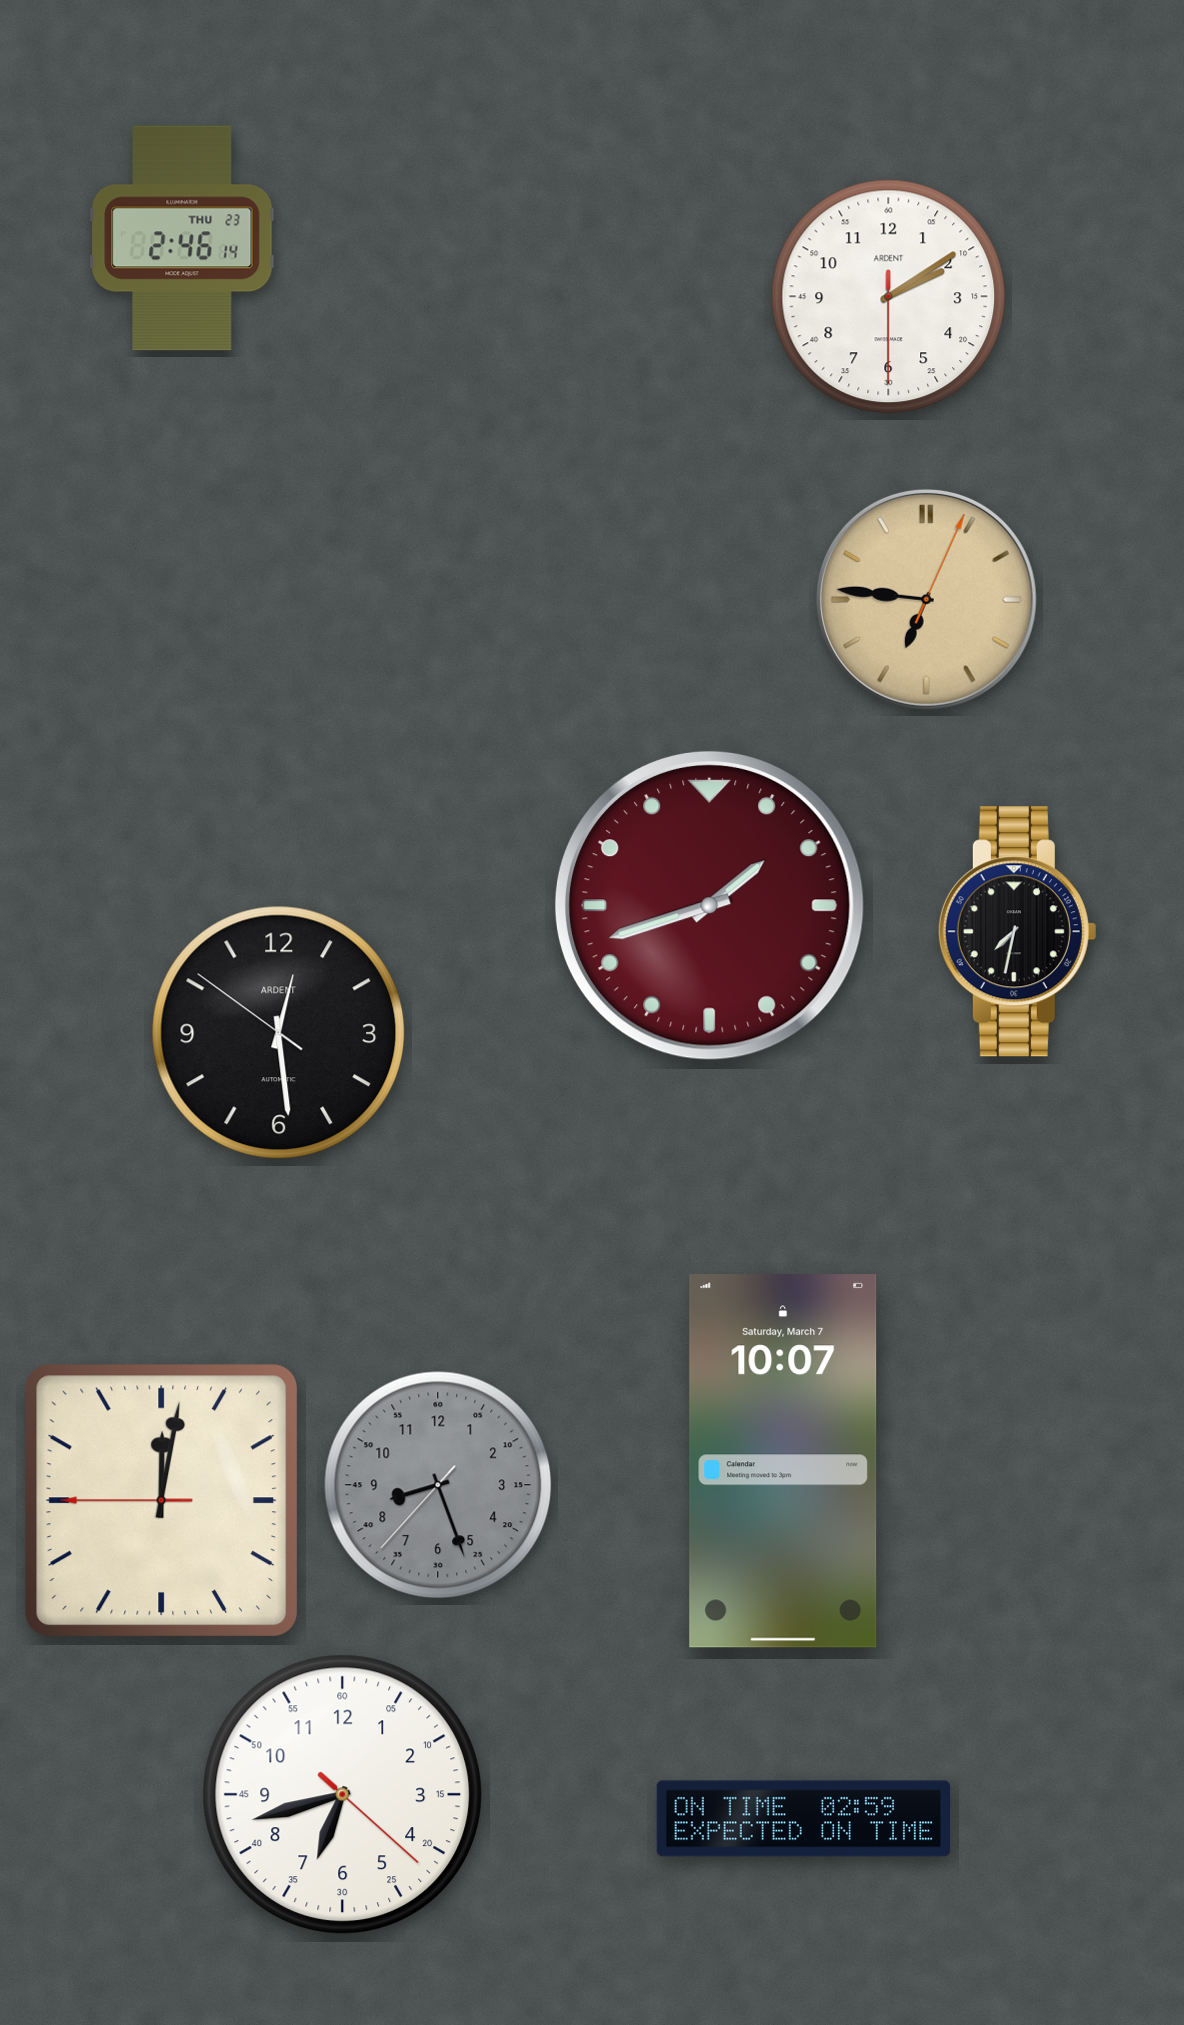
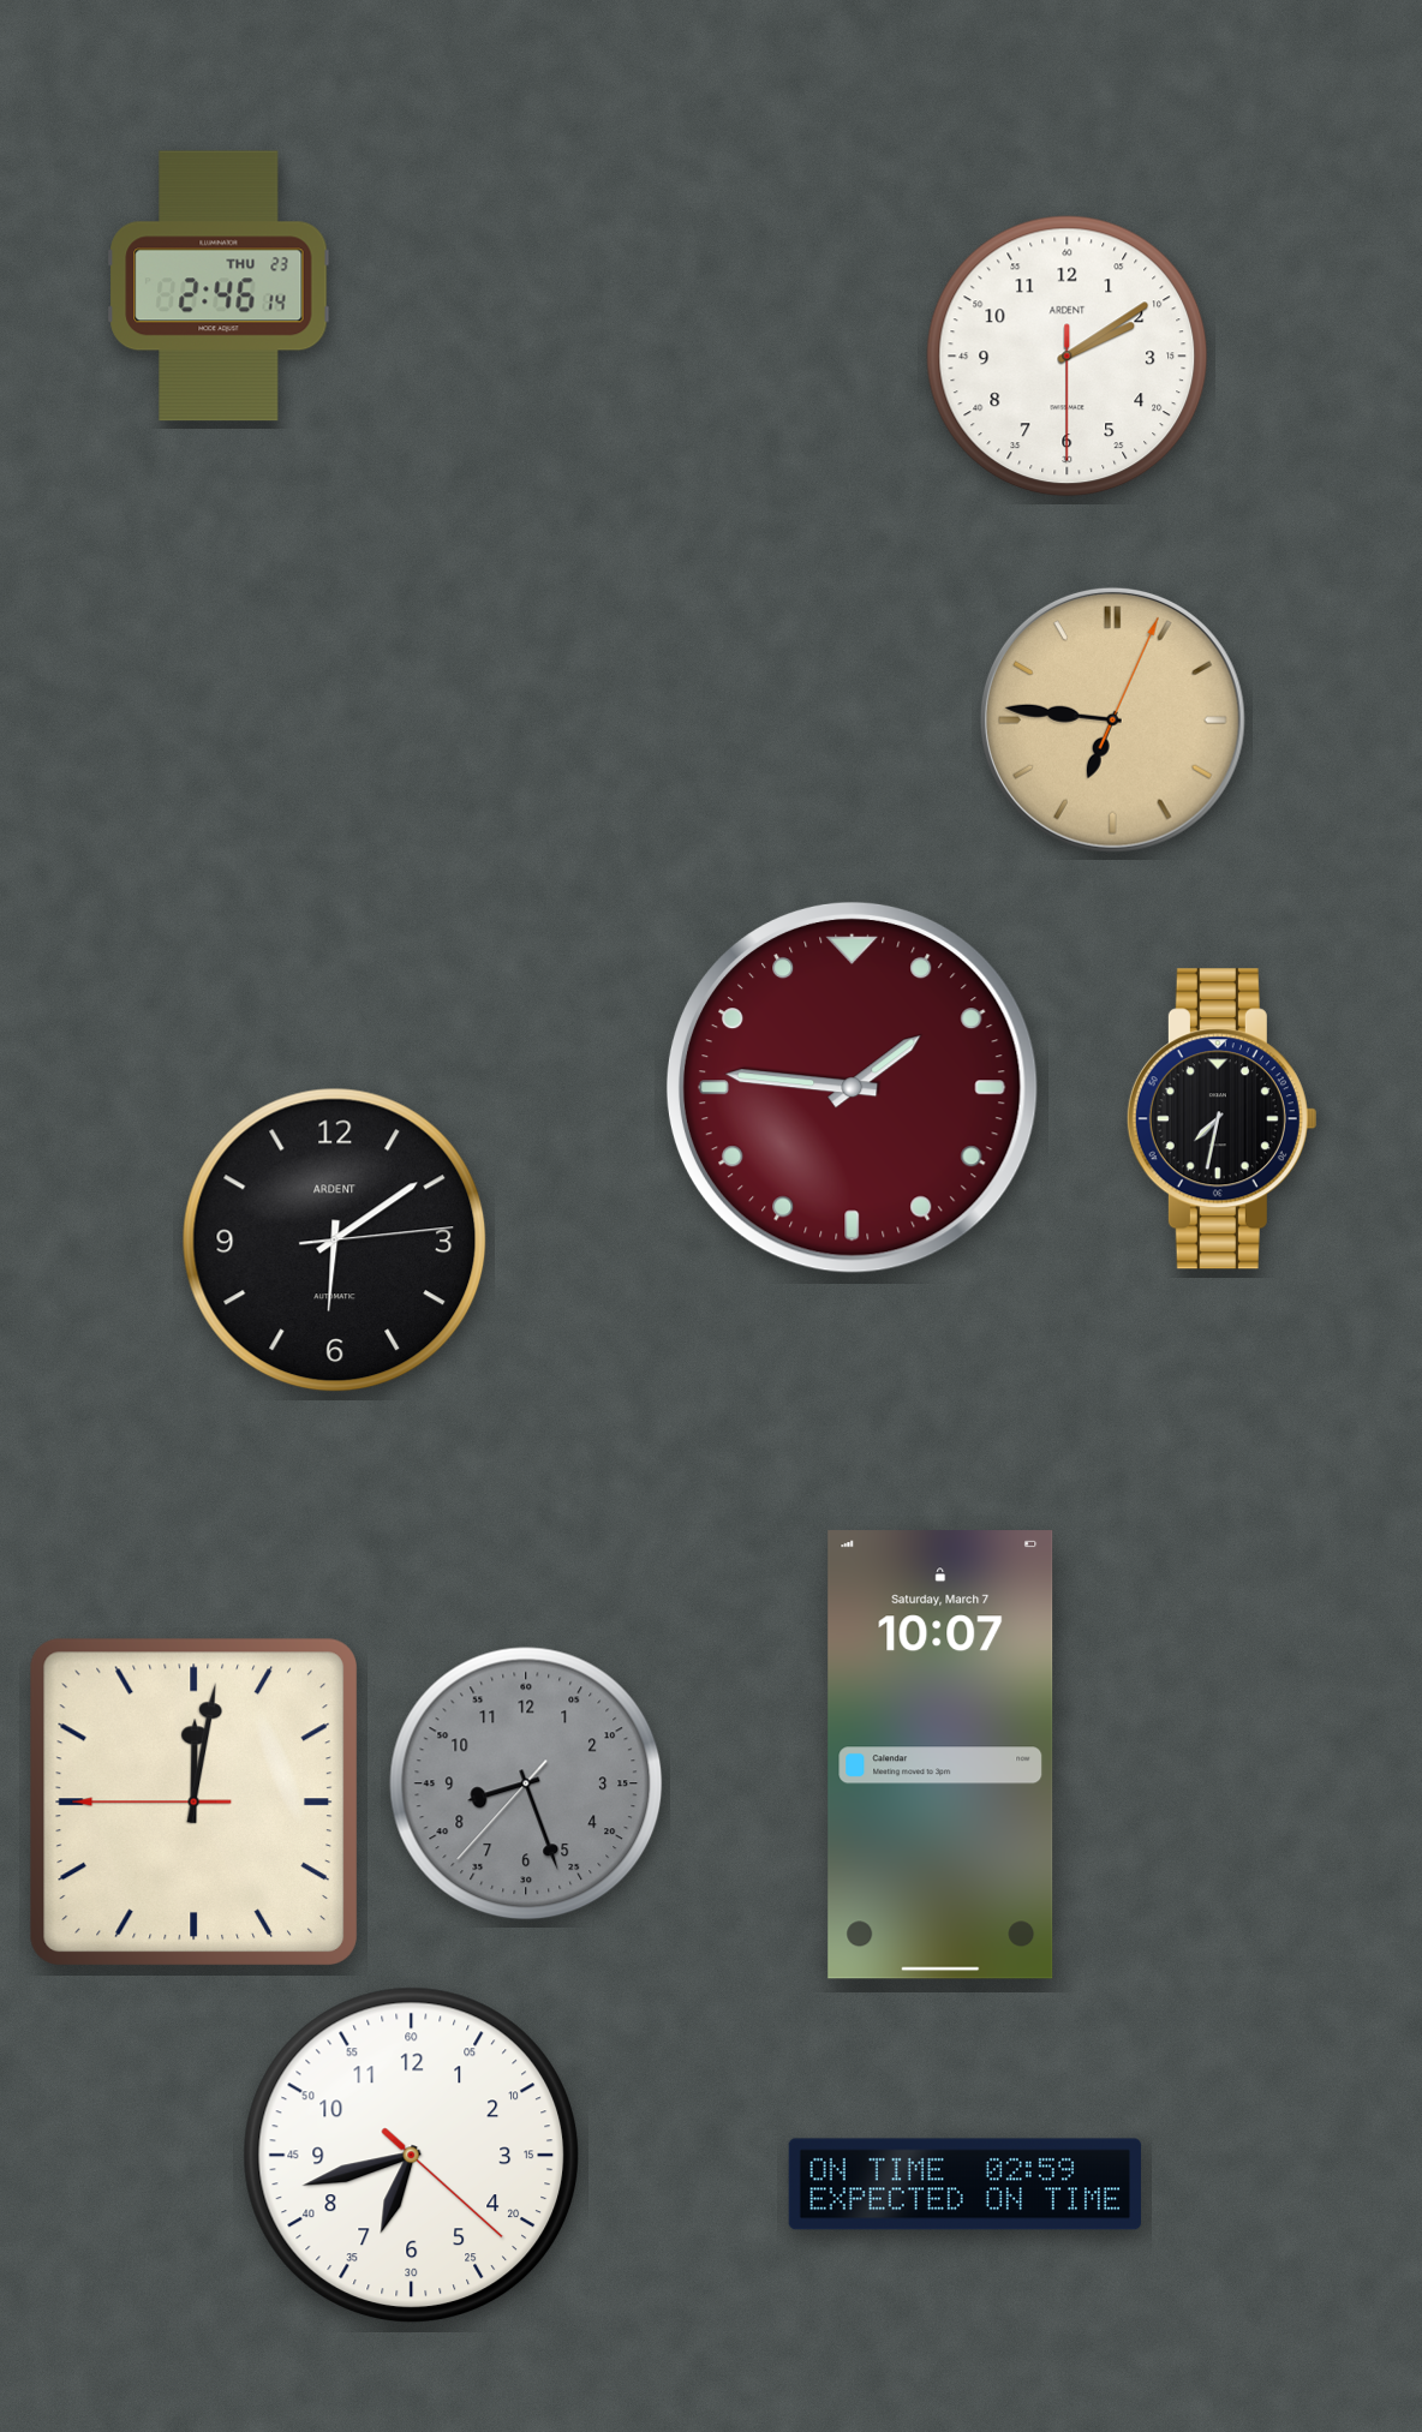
clock at (709, 905): 1:42 -> 1:46
clock at (279, 1033): 12:28 -> 6:09
